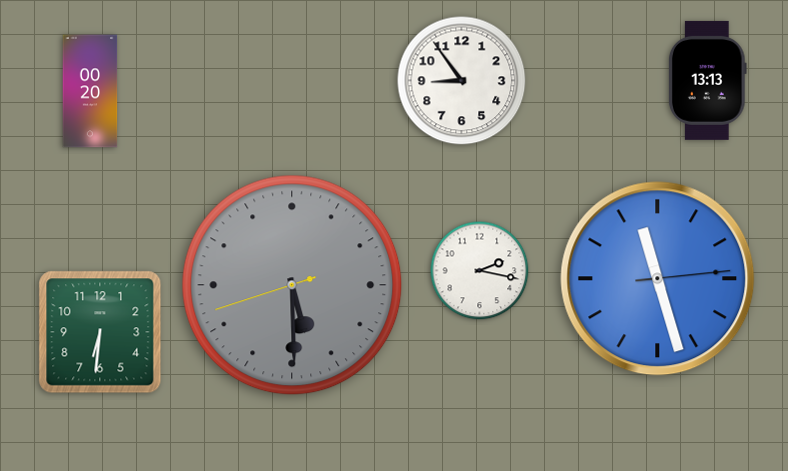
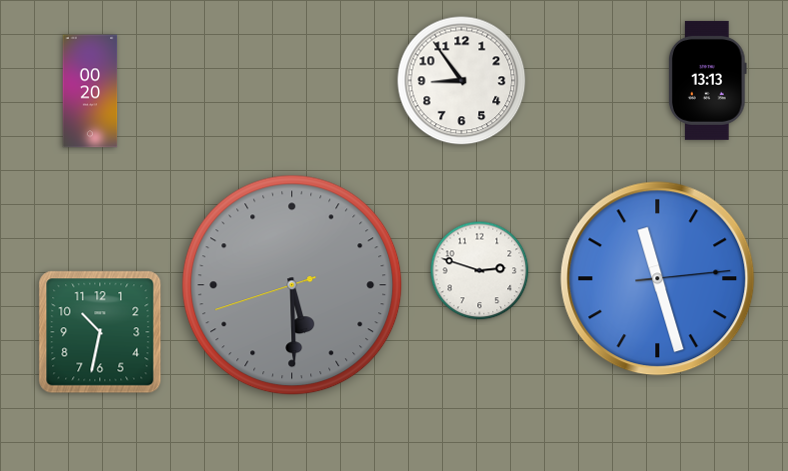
clock at (480, 271): 2:17 -> 2:48
clock at (100, 332): 6:31 -> 10:32
